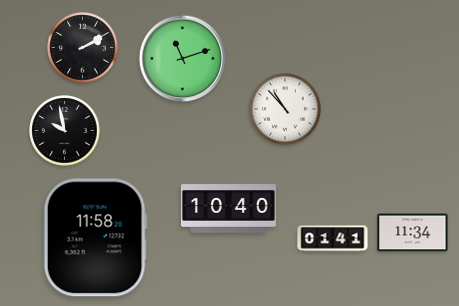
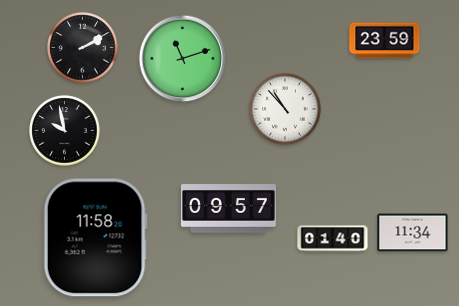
clock at (385, 41): none -> 23:59
clock at (228, 209): 10:40 -> 09:57
clock at (333, 239): 01:41 -> 01:40
